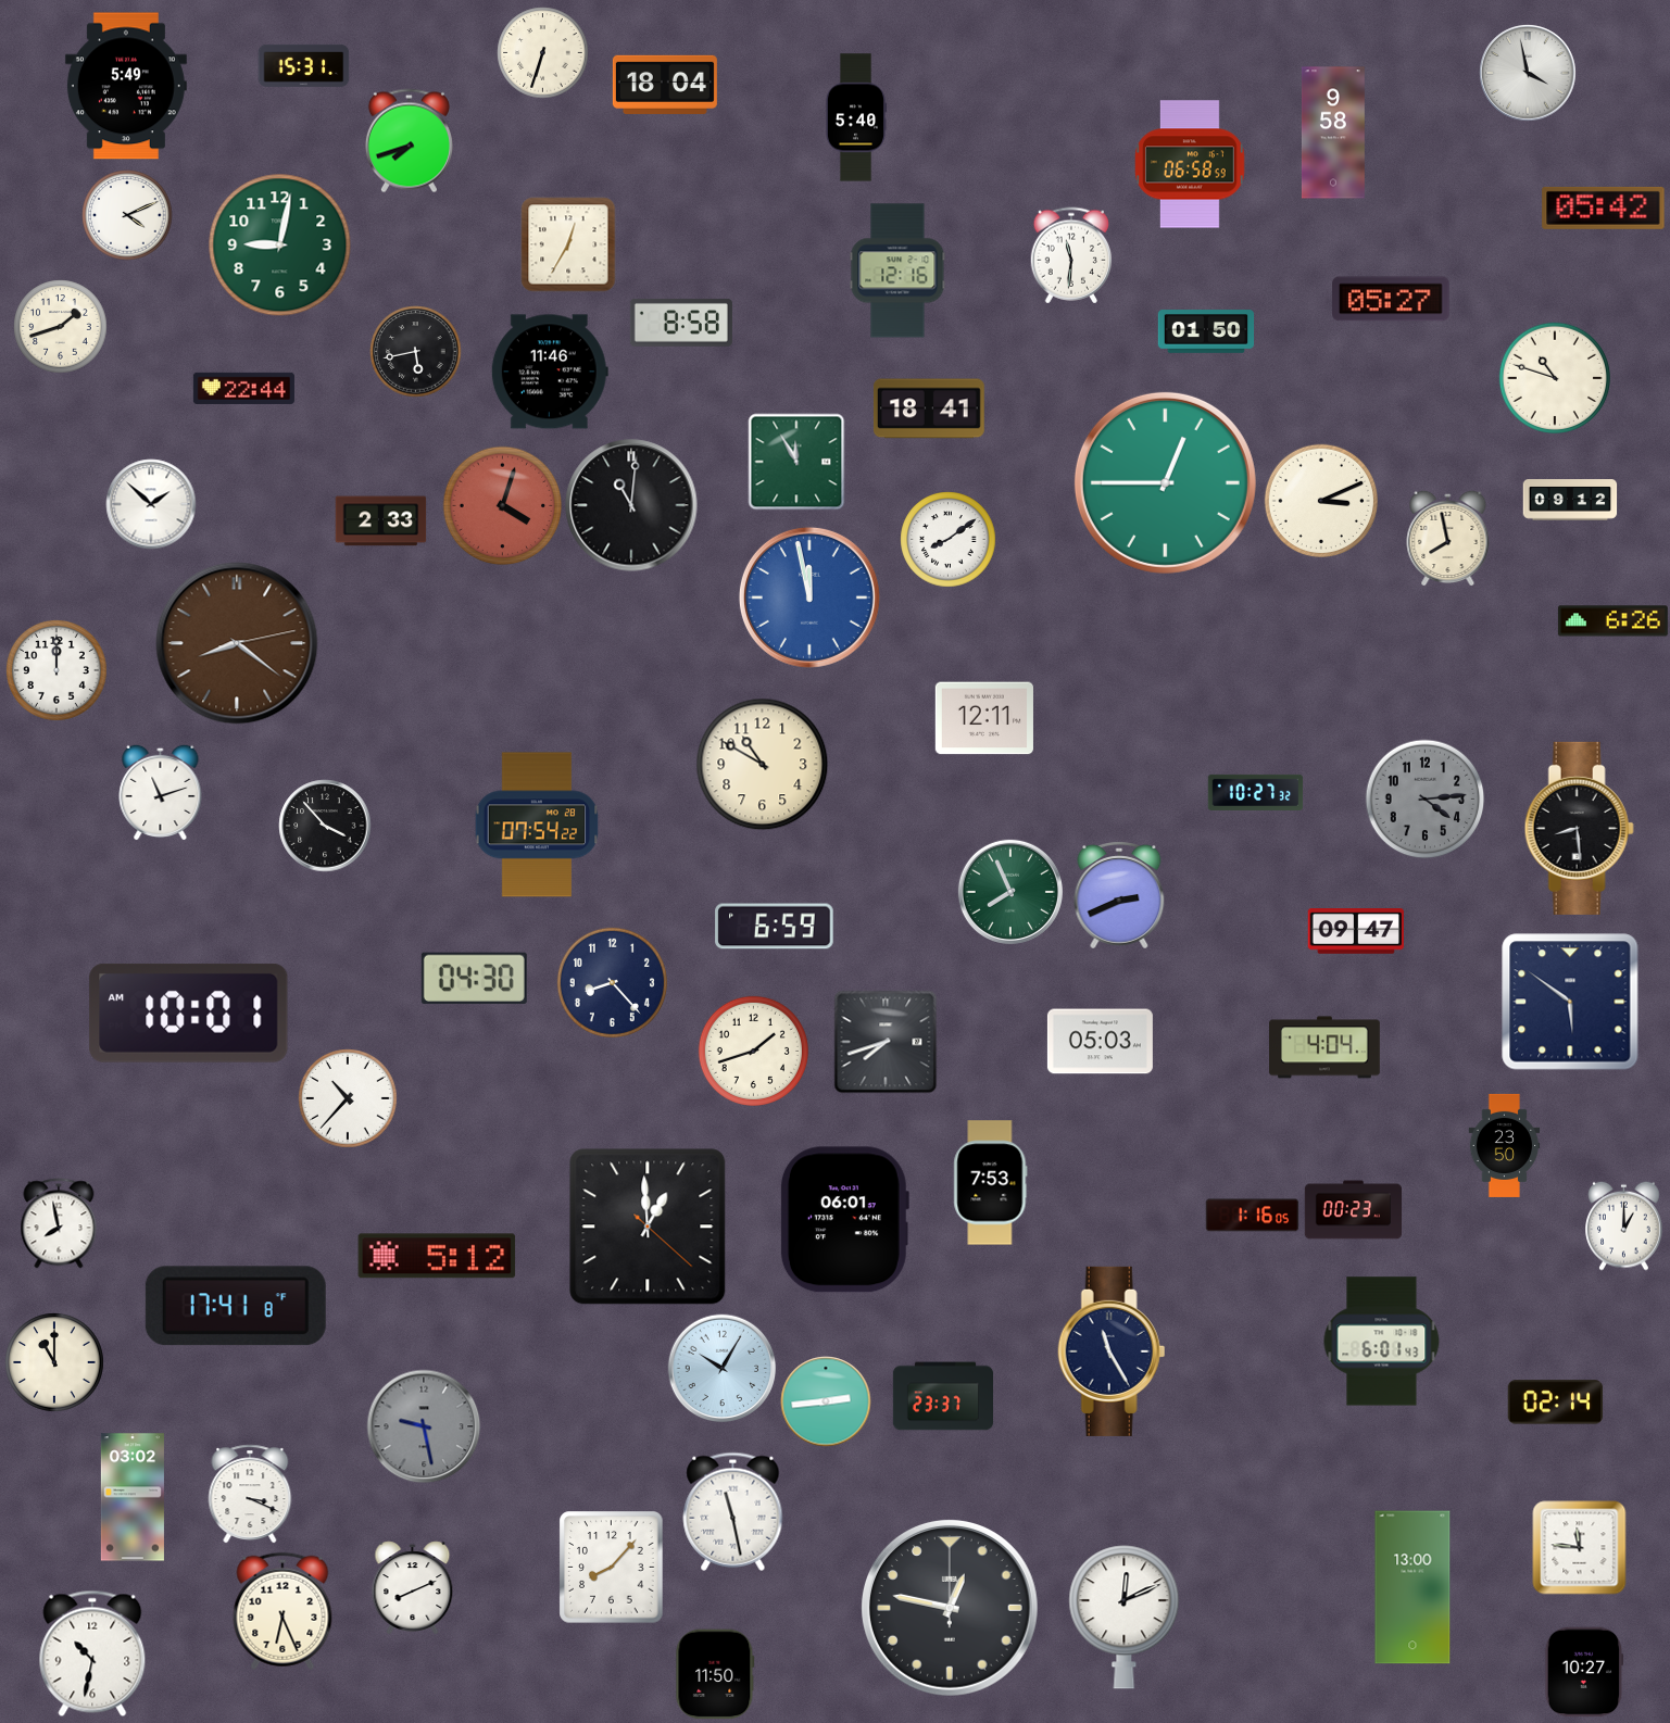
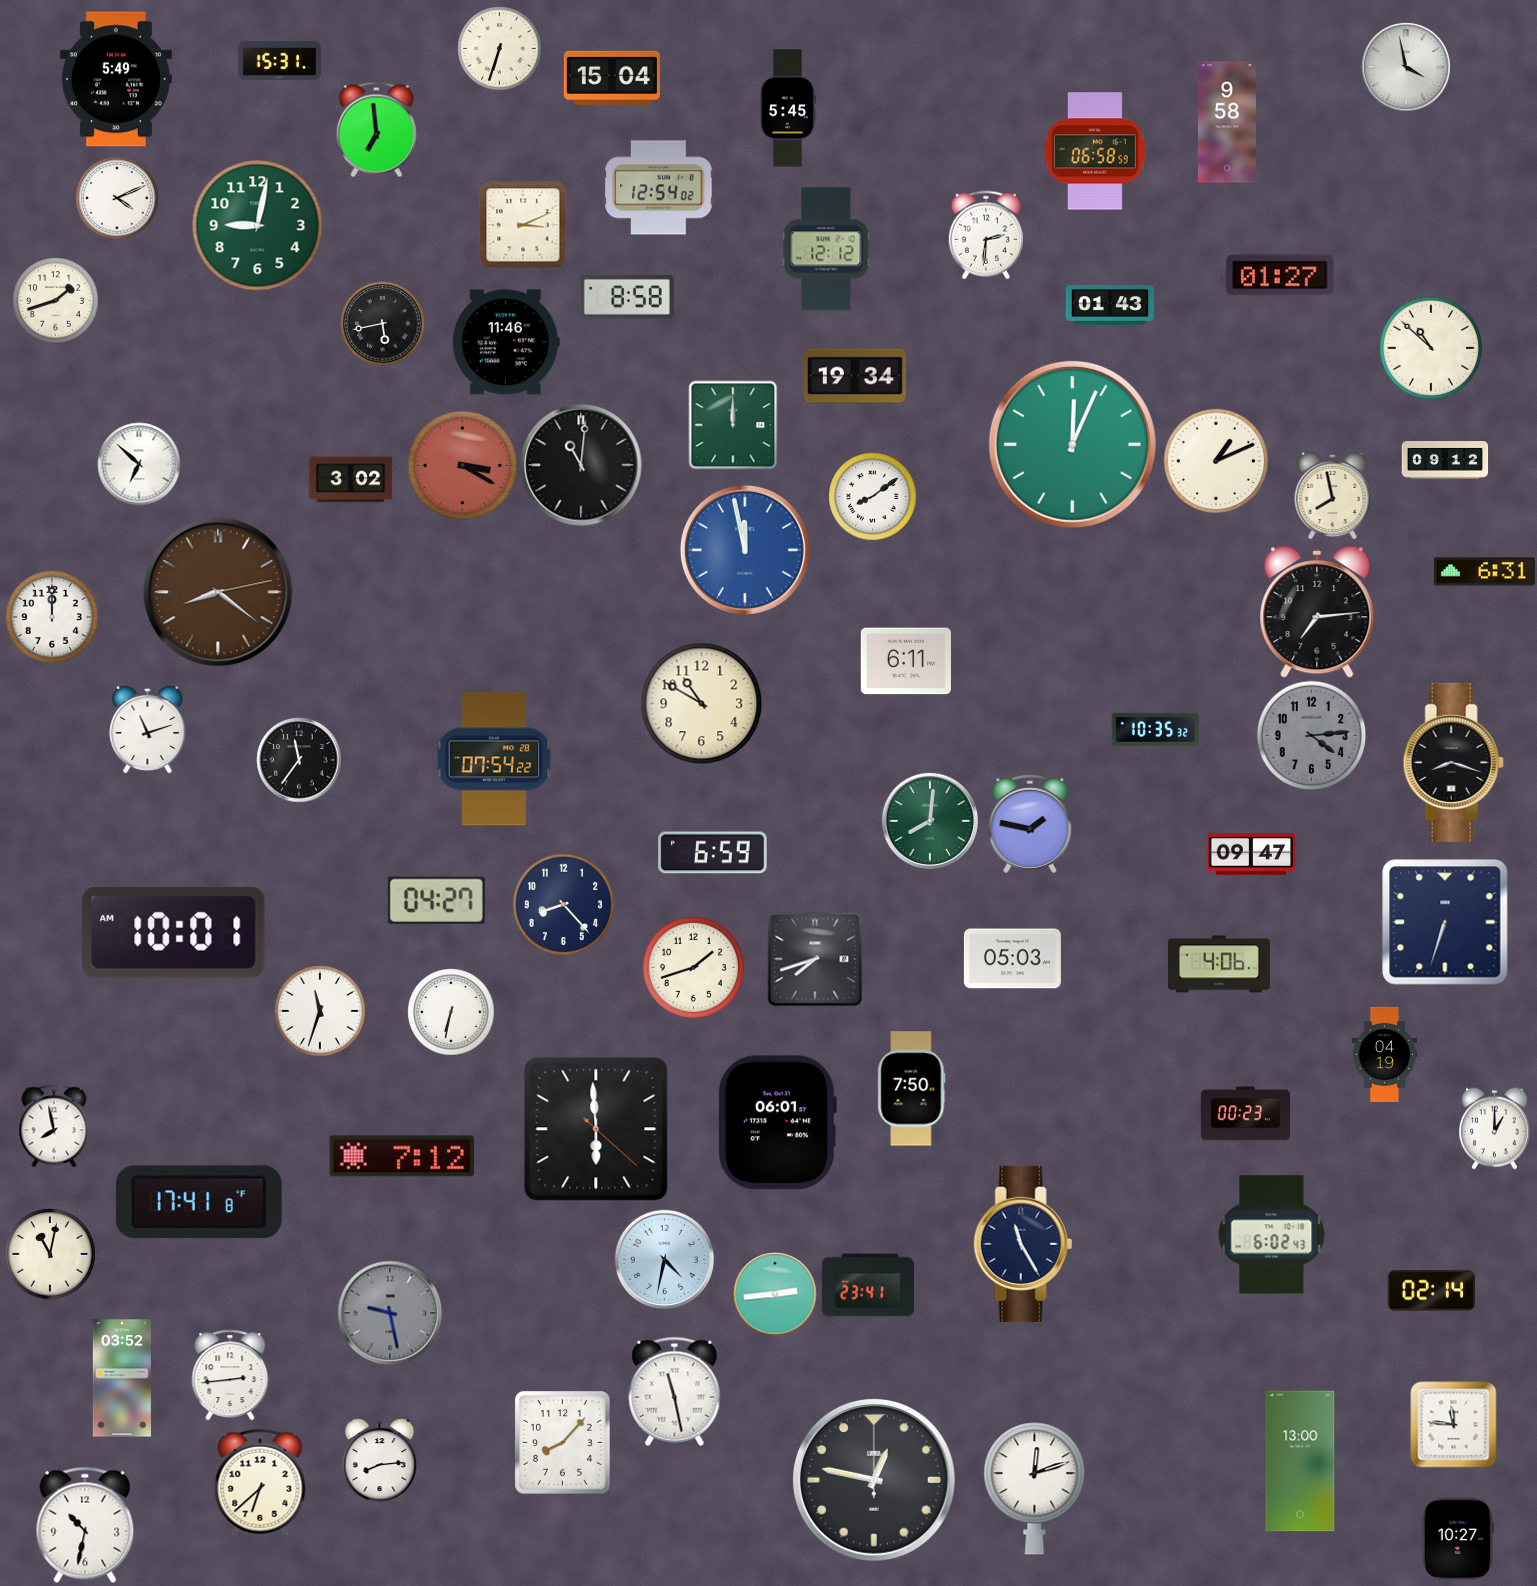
clock at (665, 85): 18:04 -> 15:04
clock at (856, 117): 5:40 -> 5:45
clock at (409, 140): 7:42 -> 6:59
clock at (659, 188): none -> 12:54
clock at (1604, 207): 05:42 -> none
clock at (568, 244): 12:35 -> 3:11
clock at (1071, 255): 11:31 -> 2:31
clock at (897, 271): 12:16 -> 12:12
clock at (1391, 299): 05:27 -> 01:27
clock at (1206, 331): 01:50 -> 01:43
clock at (1555, 378): 10:48 -> 10:52
clock at (243, 388): 22:44 -> none
clock at (929, 408): 18:41 -> 19:34
clock at (796, 462): 11:55 -> 12:00
clock at (1165, 482): 12:45 -> 12:04
clock at (1320, 500): 3:11 -> 1:11
clock at (151, 504): 1:52 -> 6:52
clock at (502, 505): 4:03 -> 3:20
clock at (380, 521): 2:33 -> 3:02
clock at (1612, 621): 6:26 -> 6:31
clock at (1317, 613): none -> 7:14
clock at (984, 718): 12:11 -> 6:11
clock at (1255, 792): 10:27 -> 10:35
clock at (325, 826): 3:53 -> 11:36
clock at (1579, 828): 8:29 -> 8:18
clock at (1010, 892): 7:56 -> 8:01
clock at (1119, 895): 2:41 -> 1:47
clock at (1355, 932) position: (1355, 932) -> (1250, 855)
clock at (474, 978): 04:30 -> 04:27
clock at (1570, 1002): 5:51 -> 6:33
clock at (1326, 1047): 4:04 -> 4:06
clock at (348, 1098): 10:37 -> 11:33
clock at (451, 1012): none -> 6:32
clock at (1505, 1145): 23:50 -> 04:19
clock at (991, 1183): 7:53 -> 7:50
clock at (1252, 1216): 1:16 -> none
clock at (648, 1227): 12:59 -> 5:59
clock at (437, 1256): 5:12 -> 7:12
clock at (236, 1306) position: (236, 1306) -> (199, 1202)
clock at (1382, 1342): 6:01 -> 6:02
clock at (54, 1362): 11:00 -> 11:02
clock at (721, 1368): 10:05 -> 4:32
clock at (942, 1396): 23:37 -> 23:41
clock at (826, 1401) position: (826, 1401) -> (775, 1294)
clock at (250, 1494): 3:19 -> 2:44
clock at (133, 1497): 03:02 -> 03:52
clock at (413, 1587): 8:11 -> 8:14
clock at (282, 1611): 6:26 -> 6:38
clock at (1125, 1618): 12:11 -> 12:12
clock at (92, 1653) position: (92, 1653) -> (85, 1525)
clock at (715, 1674): 11:50 -> none
